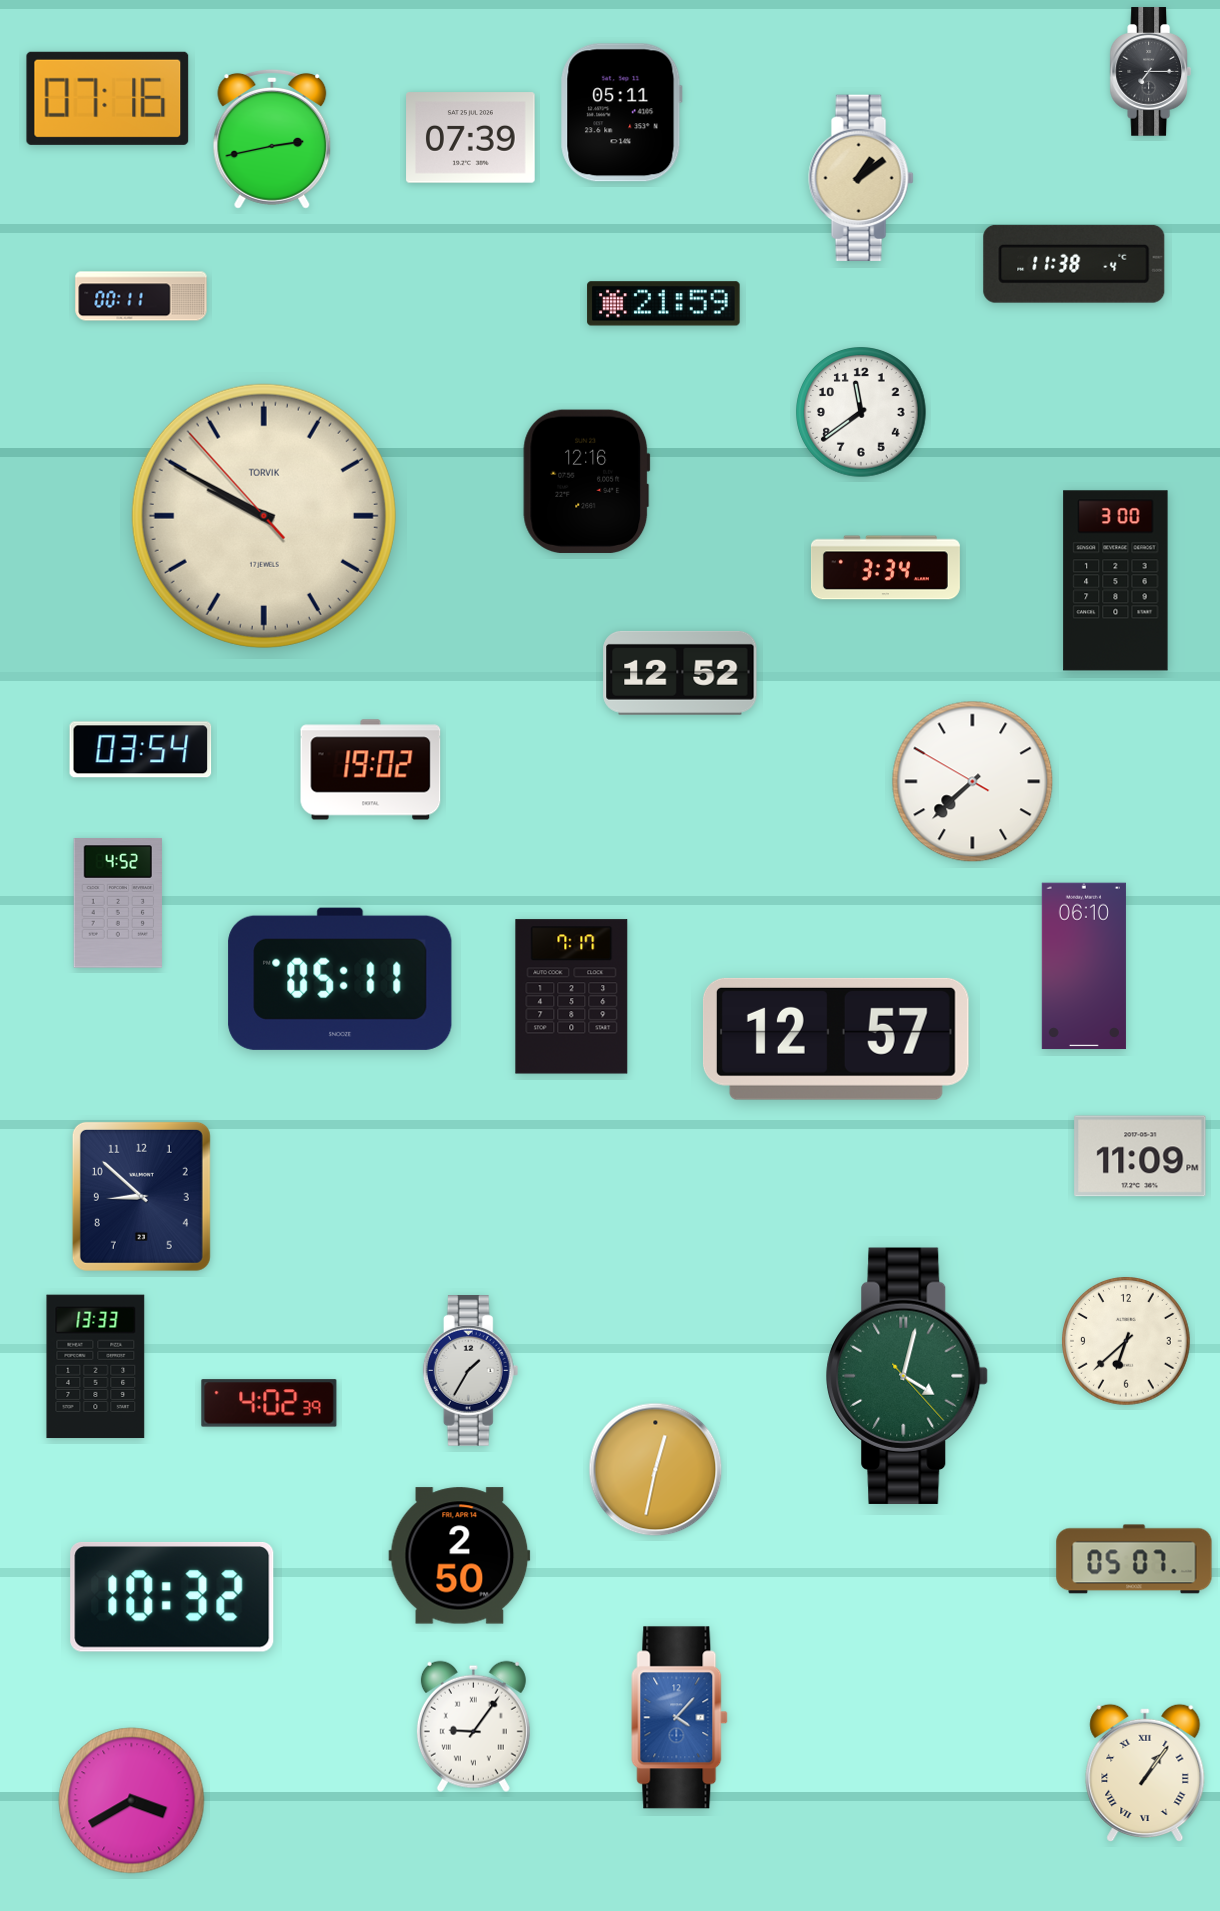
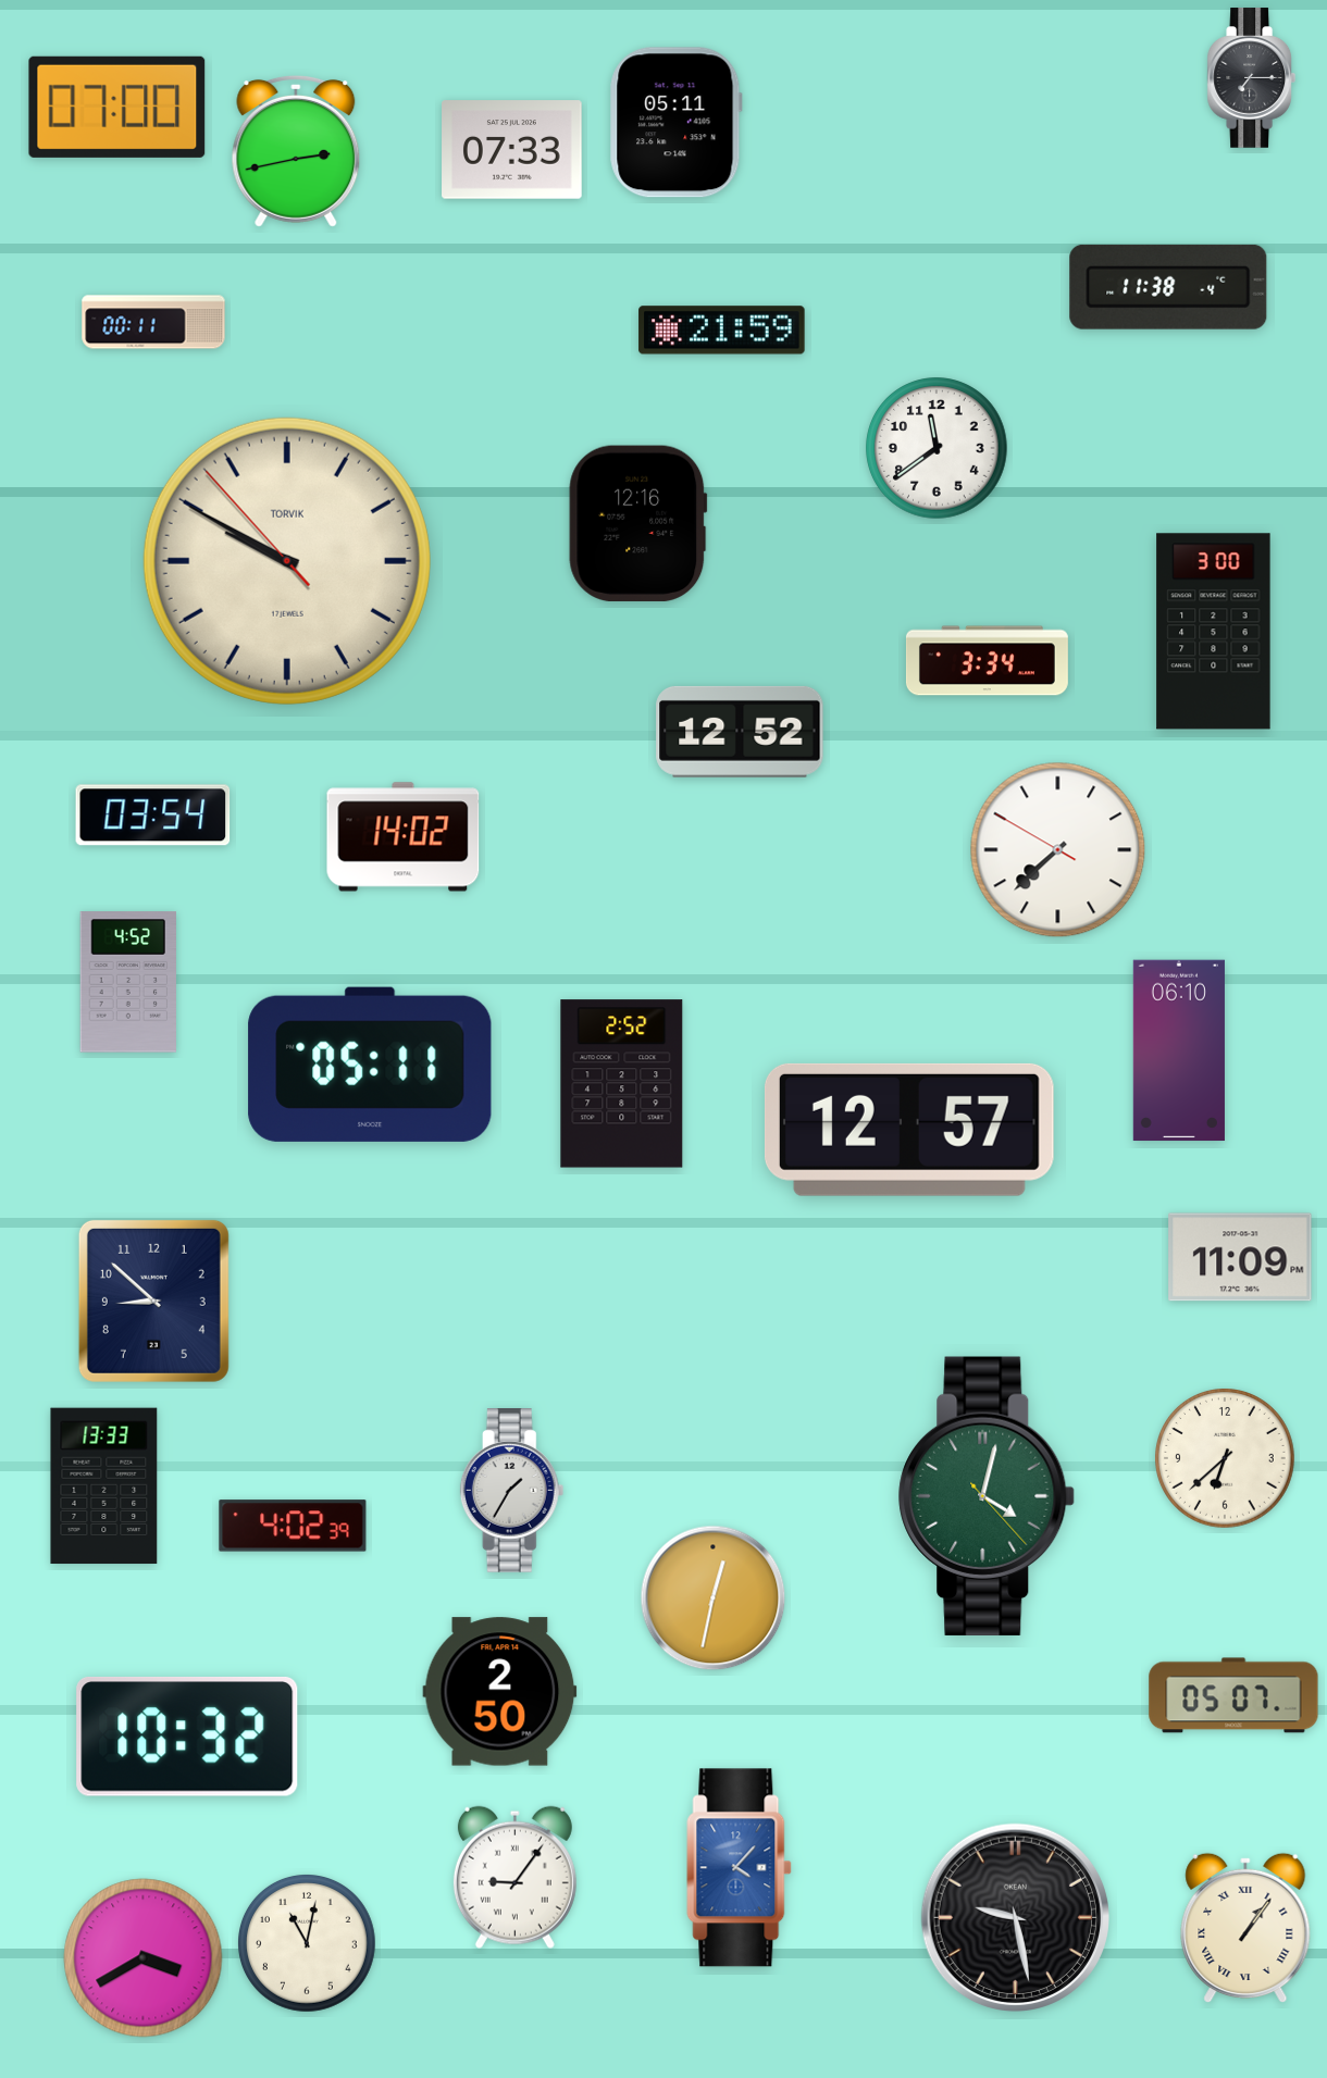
clock at (108, 98): 07:16 -> 07:00
clock at (471, 138): 07:39 -> 07:33
clock at (861, 177): 1:09 -> none
clock at (885, 568) position: (885, 568) -> (987, 661)
clock at (371, 770): 19:02 -> 14:02
clock at (572, 997): 7:17 -> 2:52
clock at (1015, 1917): none -> 9:28
clock at (308, 1944): none -> 11:02
